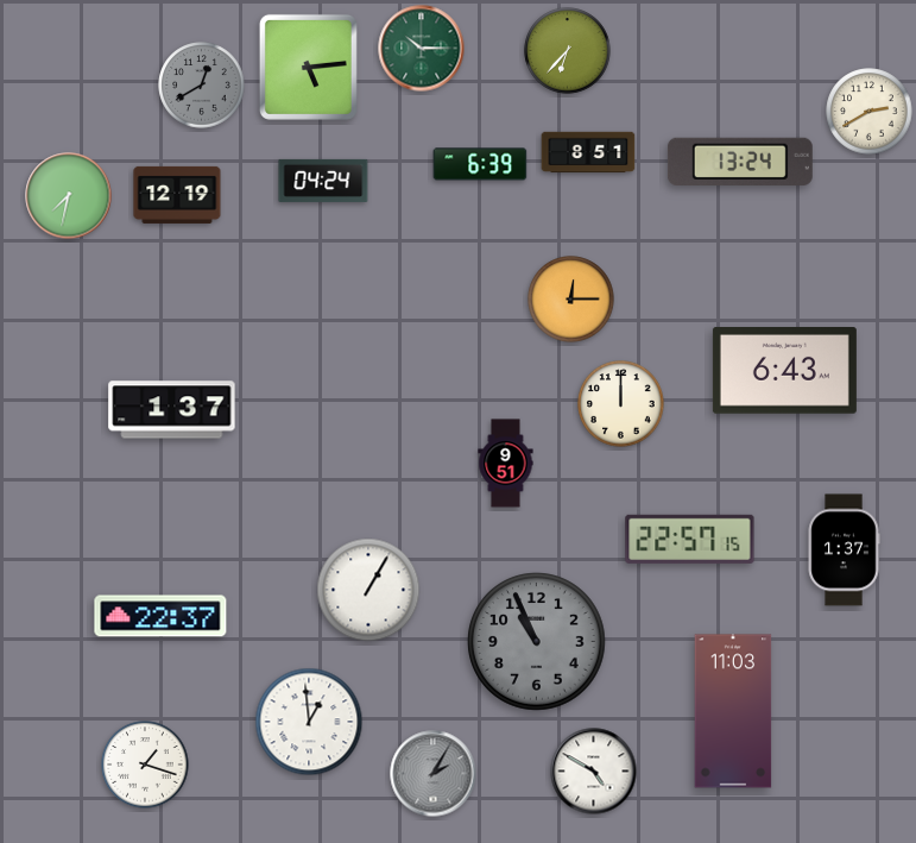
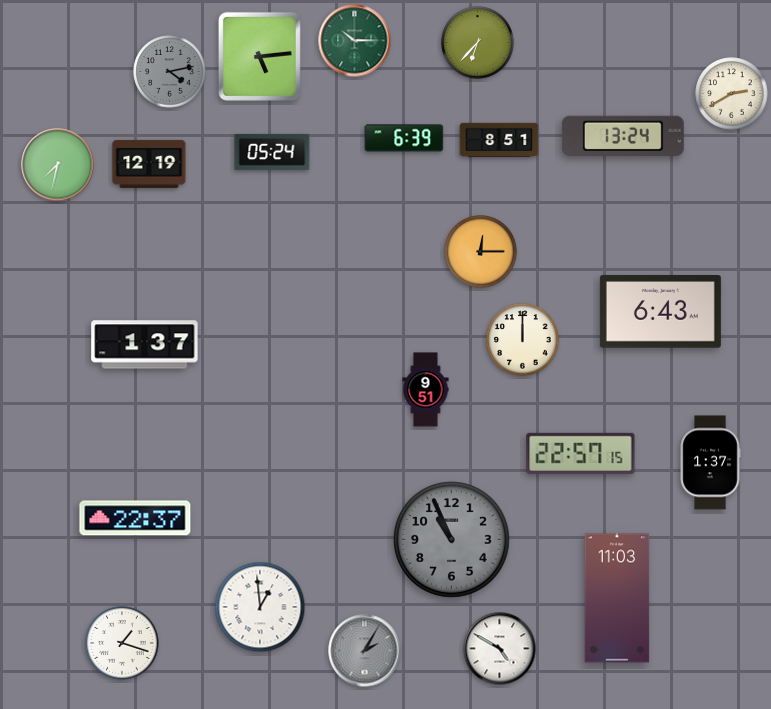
clock at (202, 86): 12:40 -> 4:13
clock at (588, 152) position: (588, 152) -> (499, 140)
clock at (323, 181): 04:24 -> 05:24
clock at (368, 590): 1:05 -> none
